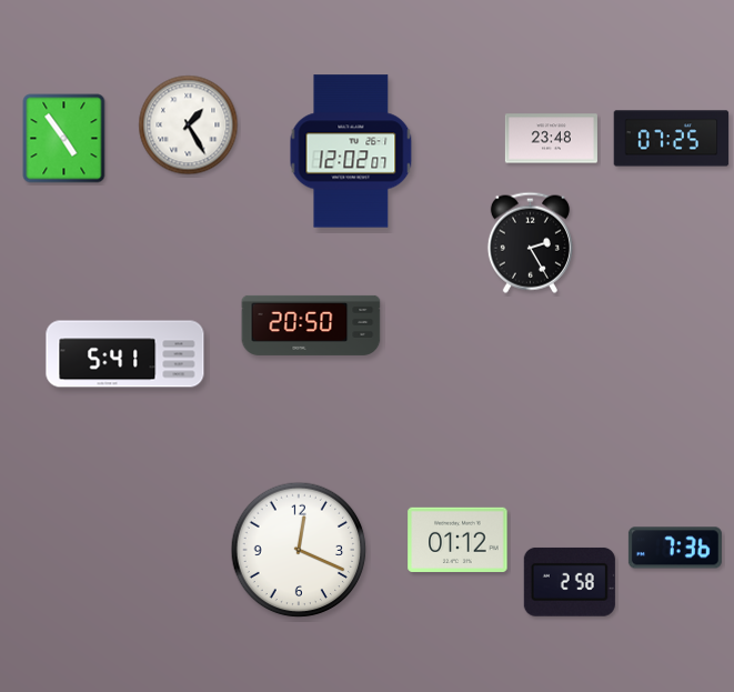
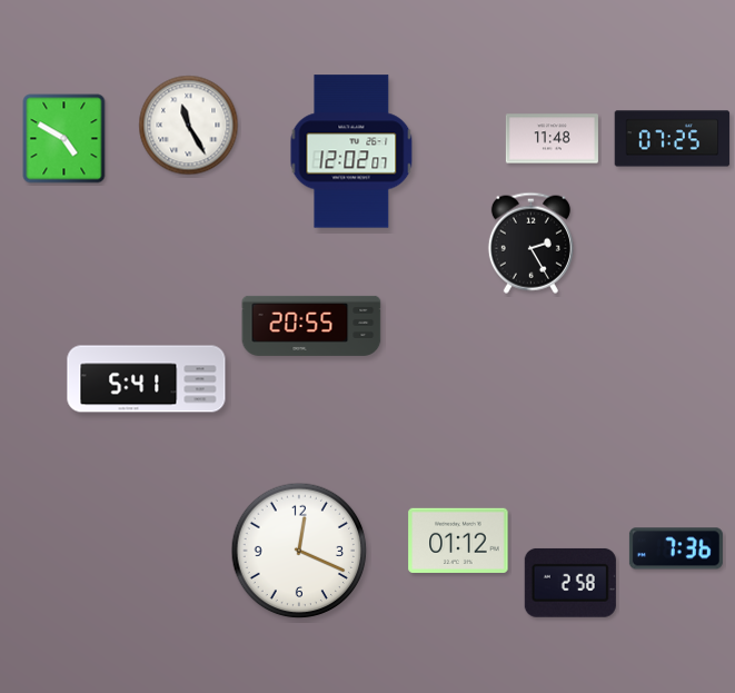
clock at (189, 126): 1:25 -> 11:25
clock at (64, 139): 4:54 -> 4:50
clock at (551, 139): 23:48 -> 11:48
clock at (311, 325): 20:50 -> 20:55
clock at (125, 354) position: (125, 354) -> (147, 379)
